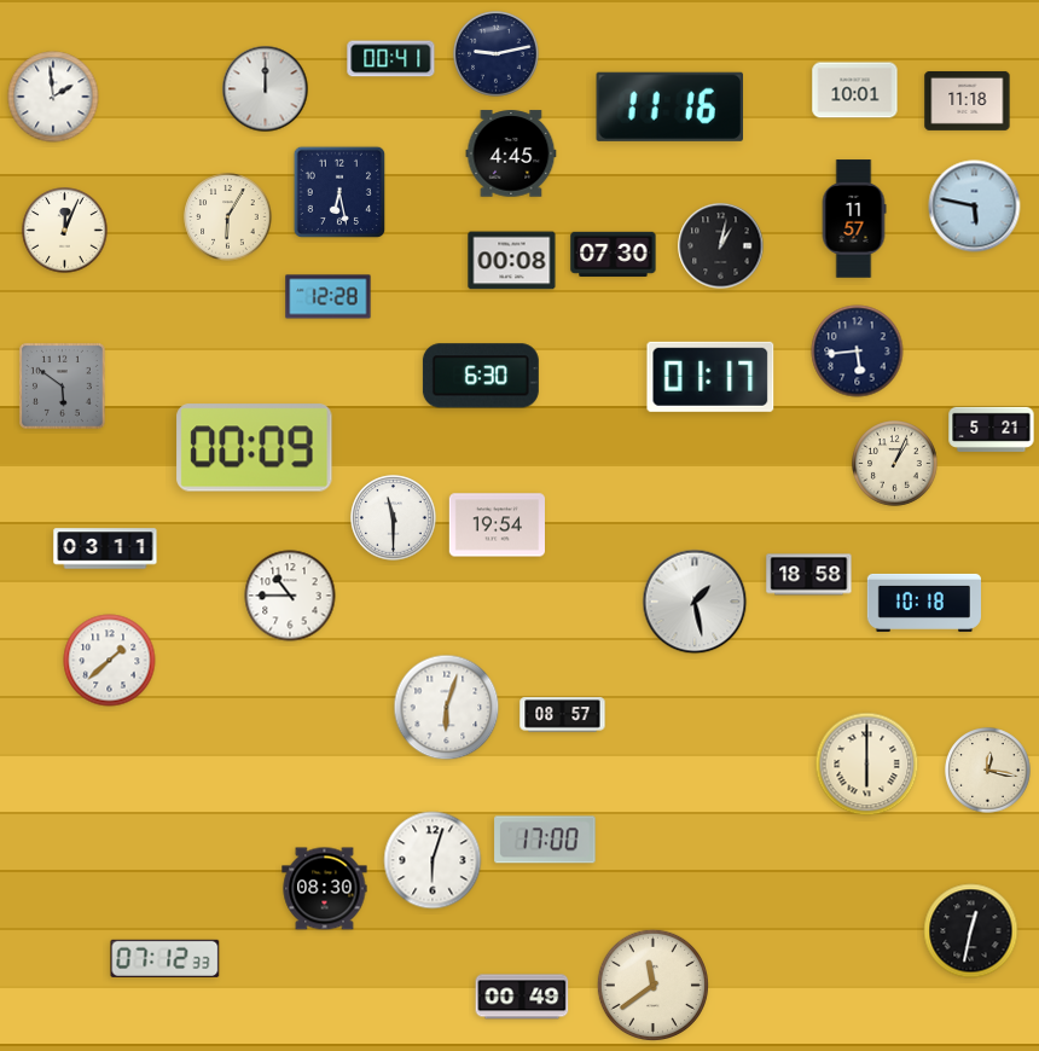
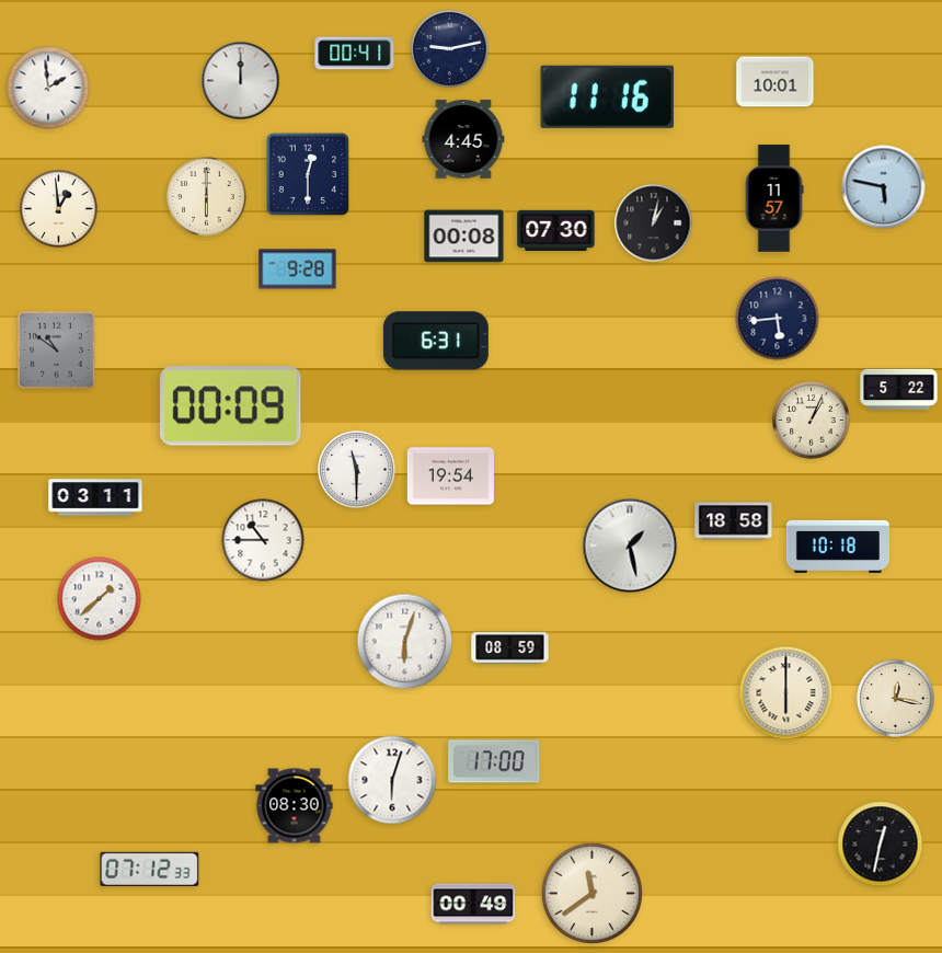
clock at (968, 100): 11:18 -> none
clock at (338, 191): 6:28 -> 12:30
clock at (228, 217): 6:05 -> 6:00
clock at (65, 231): 12:04 -> 12:59
clock at (329, 297): 12:28 -> 9:28
clock at (481, 376): 6:30 -> 6:31
clock at (710, 377): 01:17 -> none
clock at (62, 385): 5:51 -> 10:51
clock at (992, 429): 5:21 -> 5:22
clock at (563, 715): 08:57 -> 08:59
